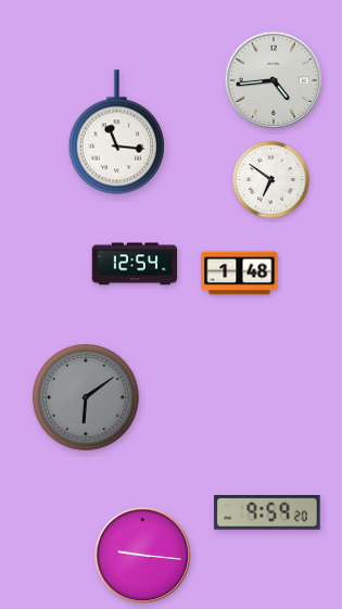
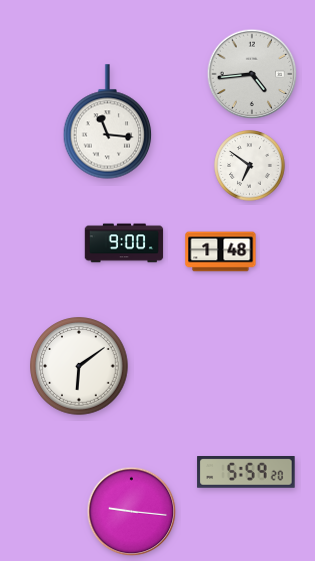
clock at (135, 264): 12:54 -> 9:00
clock at (86, 397) dial: grey -> white
clock at (267, 513): 9:59 -> 5:59
